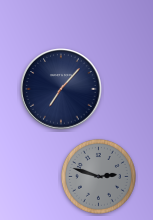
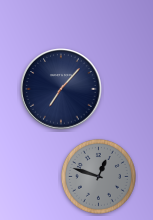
clock at (98, 176): 2:48 -> 12:48
